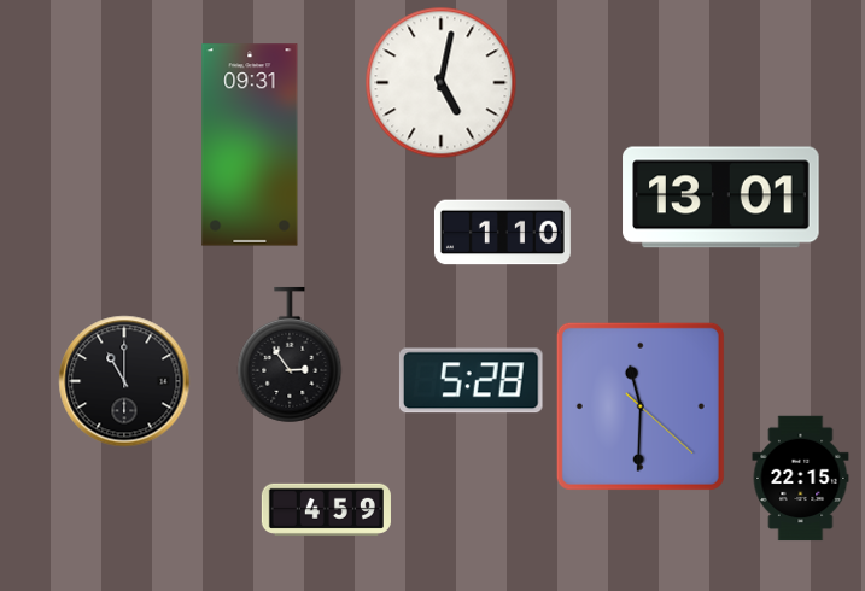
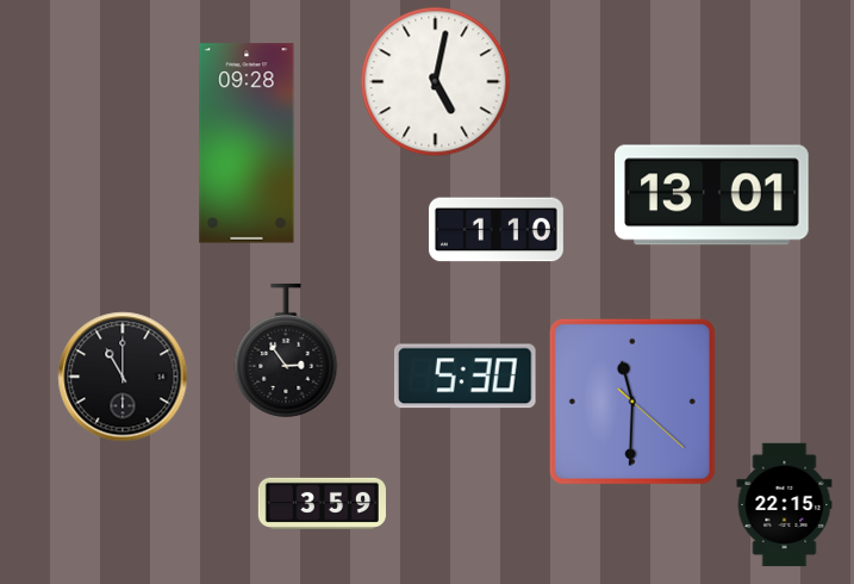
clock at (250, 145): 09:31 -> 09:28
clock at (471, 381): 5:28 -> 5:30
clock at (801, 479) position: (801, 479) -> (785, 505)
clock at (326, 509): 4:59 -> 3:59
